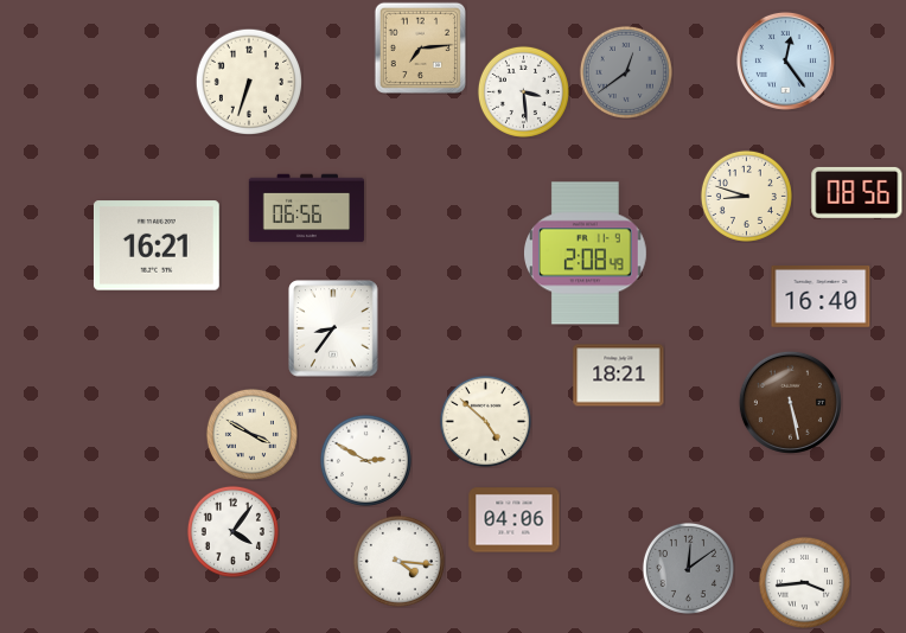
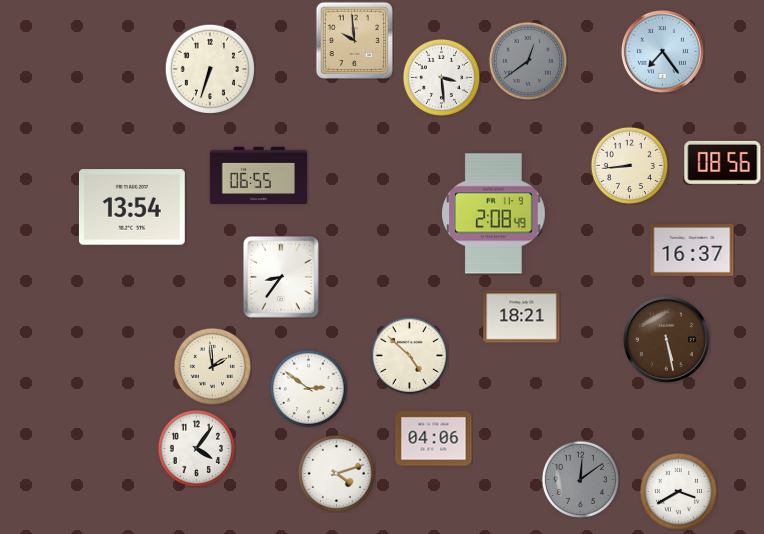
clock at (420, 47): 7:14 -> 9:59
clock at (785, 60): 12:24 -> 7:24
clock at (746, 196): 8:48 -> 8:44
clock at (307, 209): 06:56 -> 06:55
clock at (157, 245): 16:21 -> 13:54
clock at (821, 298): 16:40 -> 16:37
clock at (251, 434): 3:50 -> 1:59
clock at (365, 460): 2:50 -> 2:51
clock at (398, 561): 4:16 -> 4:12
clock at (804, 582): 3:44 -> 3:40
